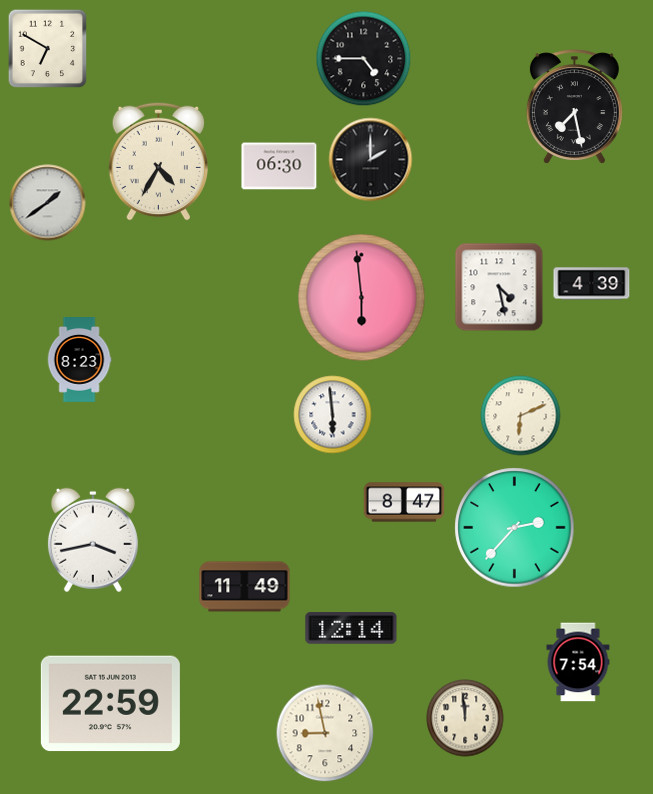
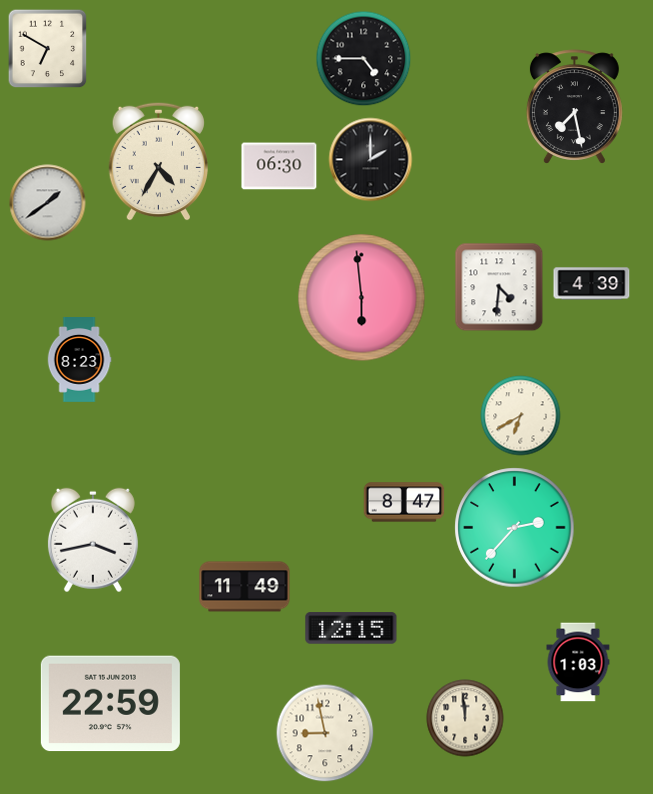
clock at (499, 287): 4:28 -> 4:31
clock at (333, 415): 5:59 -> none
clock at (521, 416): 6:11 -> 6:40
clock at (351, 628): 12:14 -> 12:15
clock at (578, 662): 7:54 -> 1:03
